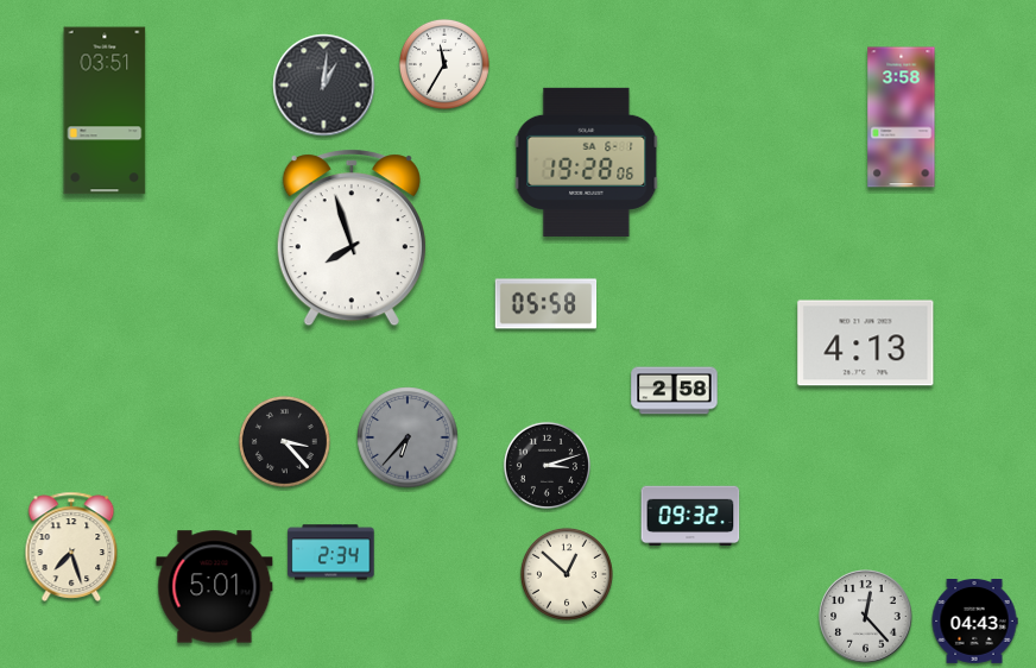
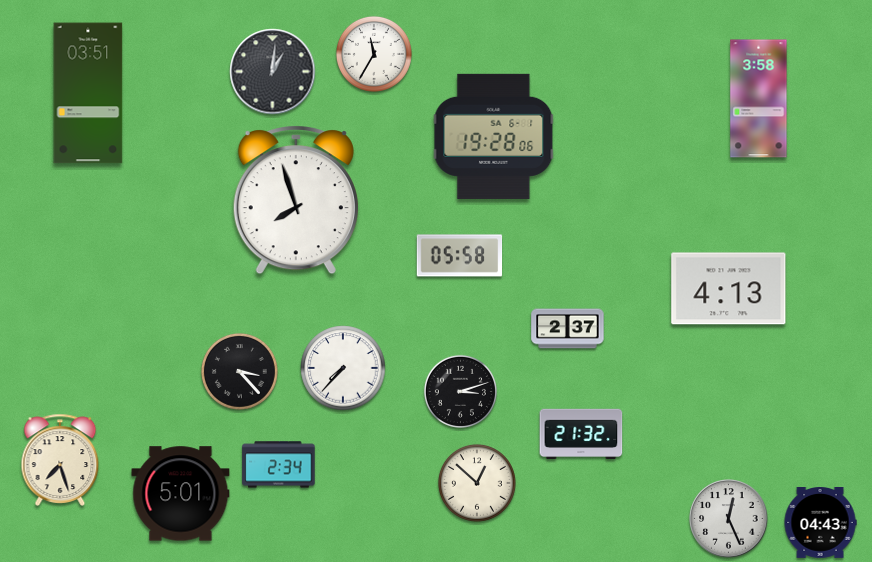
clock at (675, 391): 2:58 -> 2:37
clock at (408, 437): 6:37 -> 7:37
clock at (408, 437) dial: grey -> white
clock at (690, 516): 09:32 -> 21:32
clock at (866, 617): 12:23 -> 12:26
